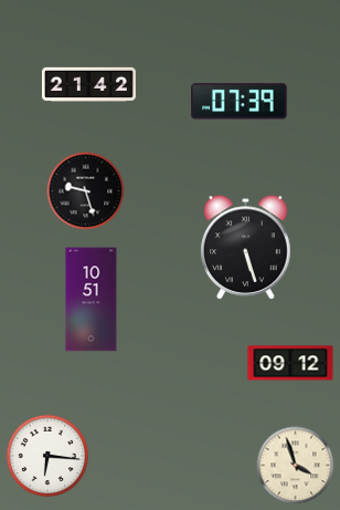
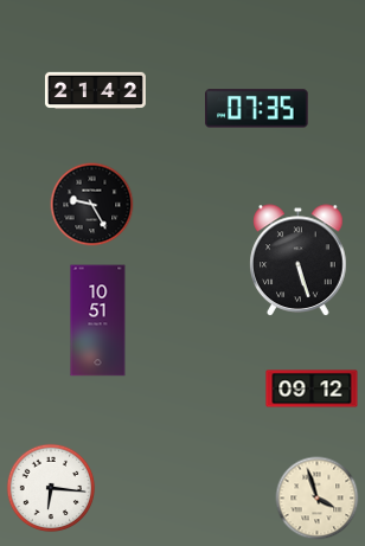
clock at (240, 102): 07:39 -> 07:35
clock at (86, 191): 9:27 -> 9:25
clock at (246, 247) position: (246, 247) -> (299, 259)
